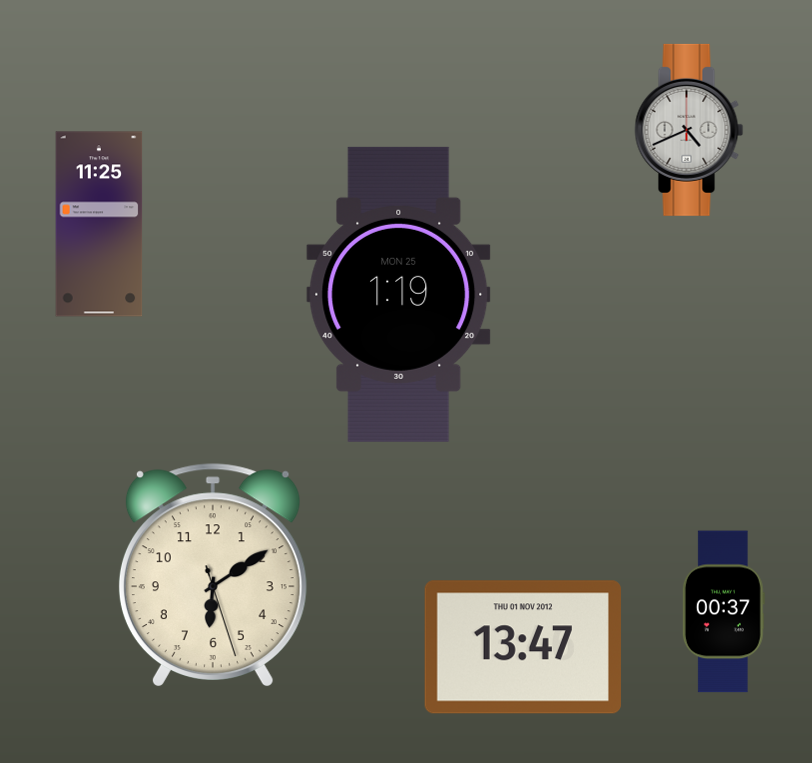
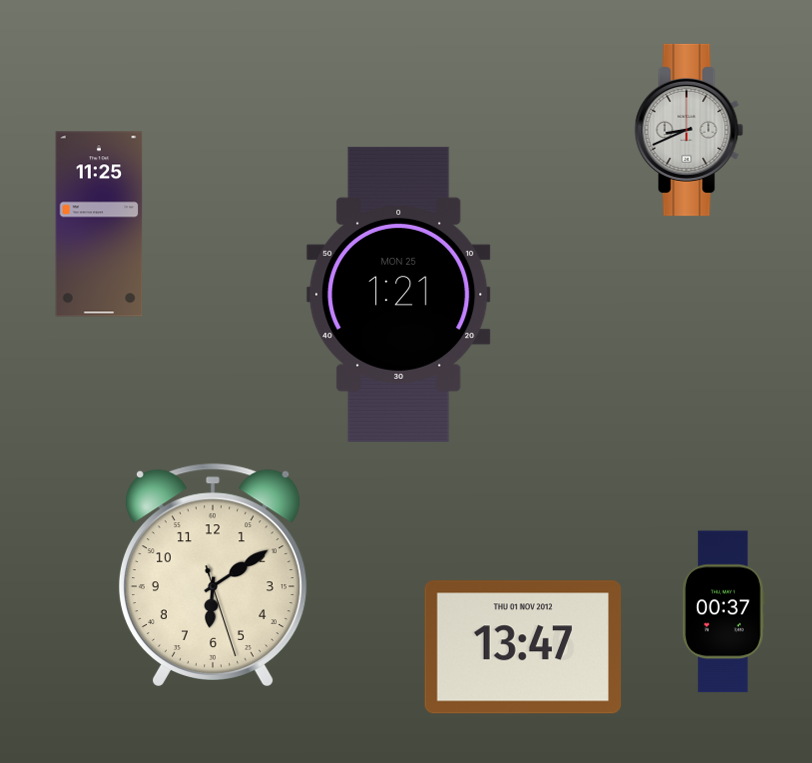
clock at (689, 130): 4:41 -> 8:41
clock at (399, 294): 1:19 -> 1:21
